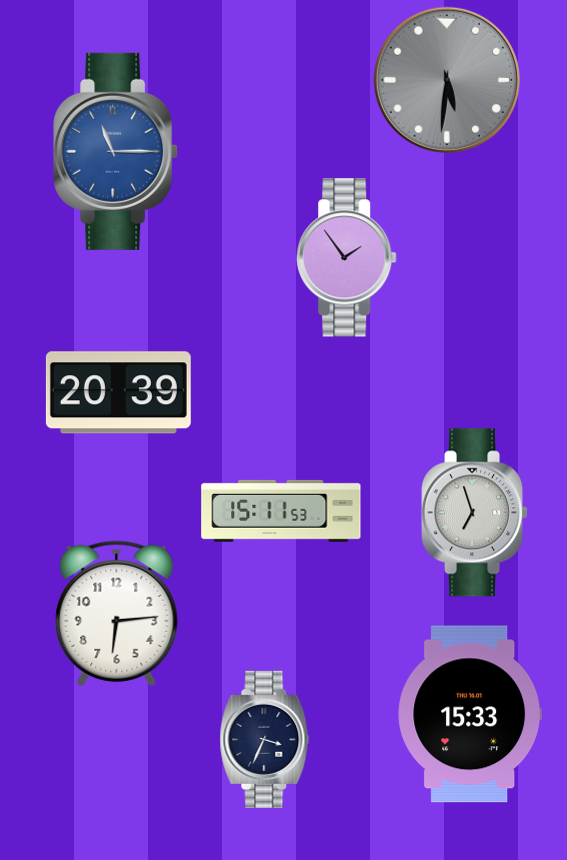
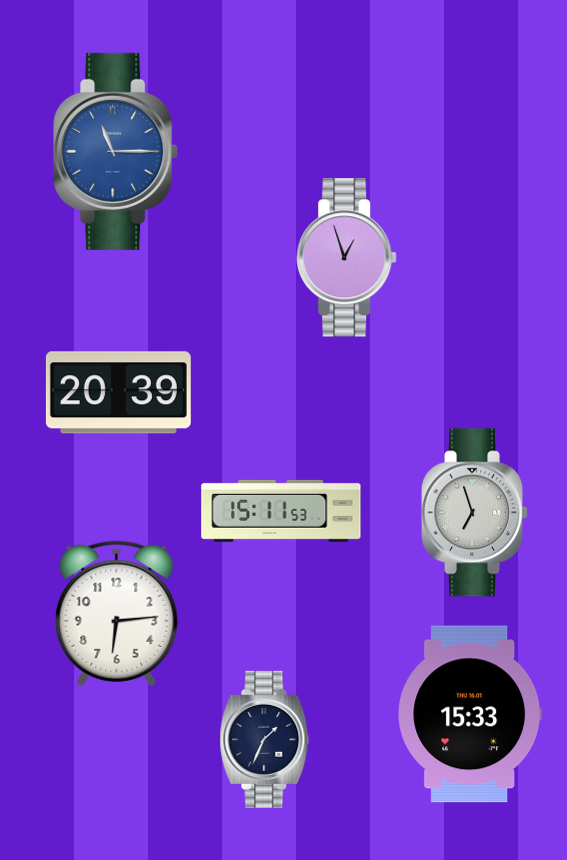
clock at (447, 80): 5:31 -> none
clock at (347, 258): 1:54 -> 12:57
clock at (265, 739): 3:34 -> 1:34
